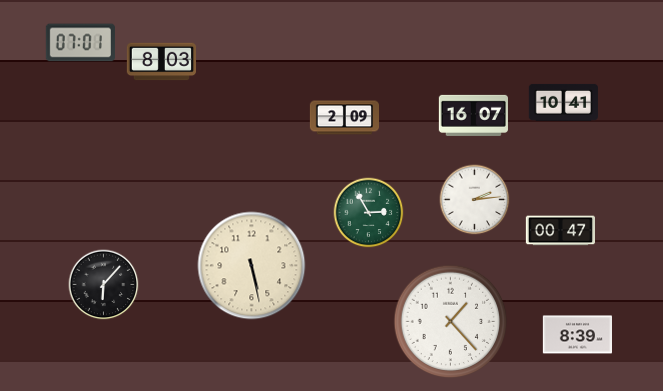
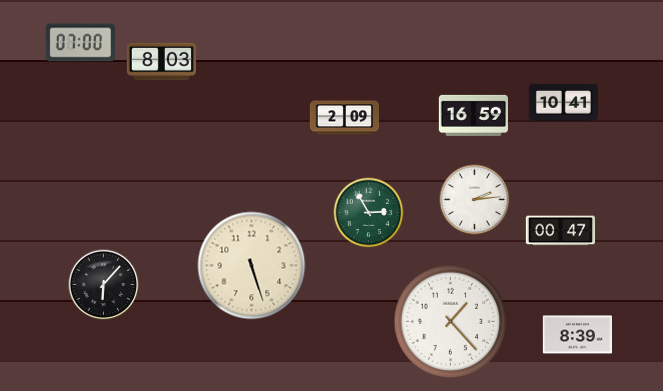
clock at (80, 43): 07:01 -> 07:00
clock at (473, 115): 16:07 -> 16:59
clock at (252, 266): 5:28 -> 5:27
